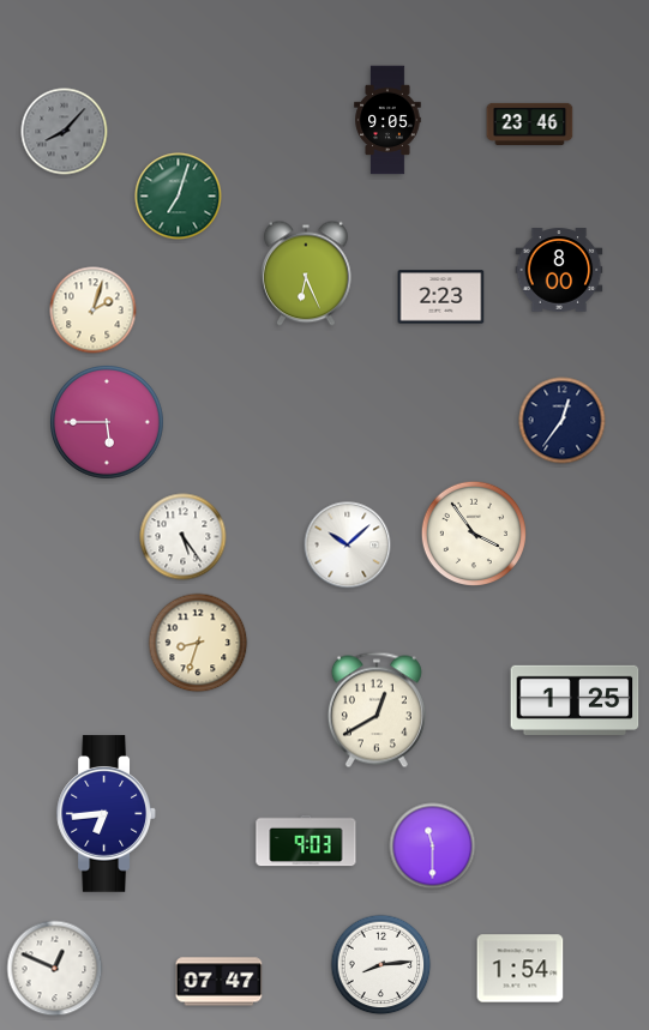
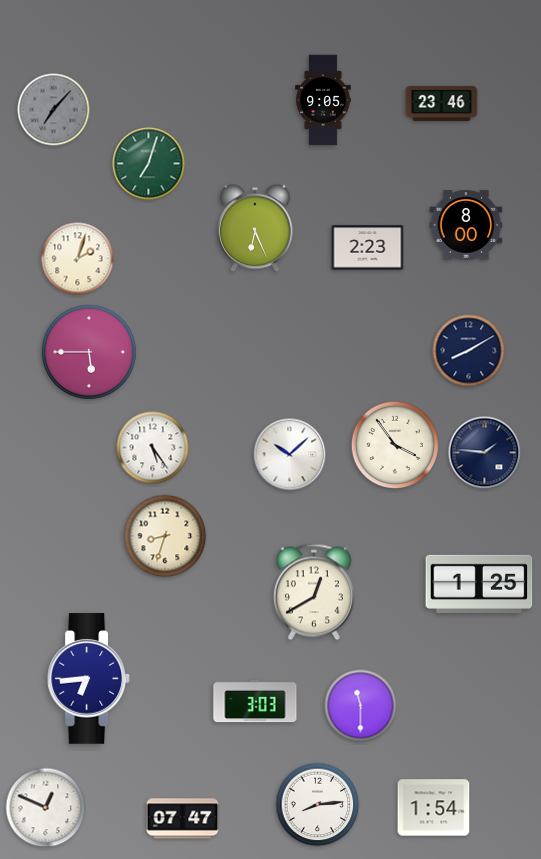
clock at (65, 132): 8:07 -> 7:07
clock at (563, 421): 12:36 -> 8:10
clock at (485, 453): none -> 1:46
clock at (306, 841): 9:03 -> 3:03
